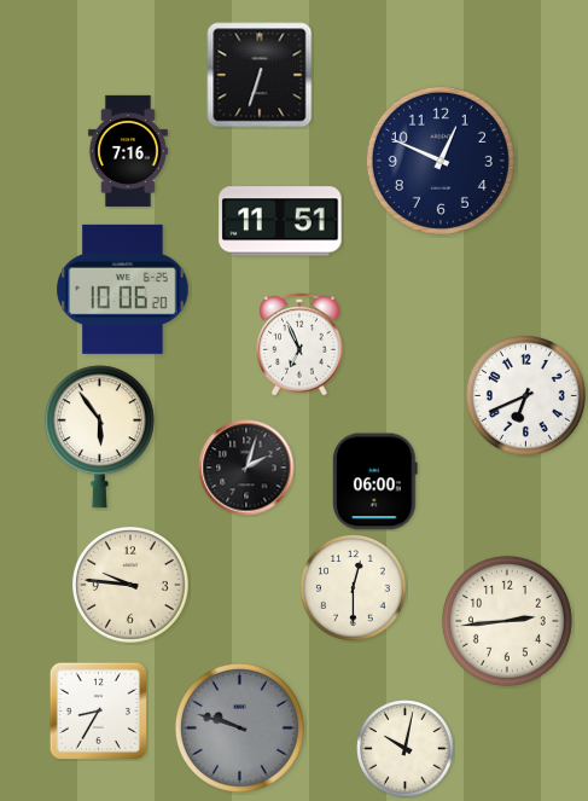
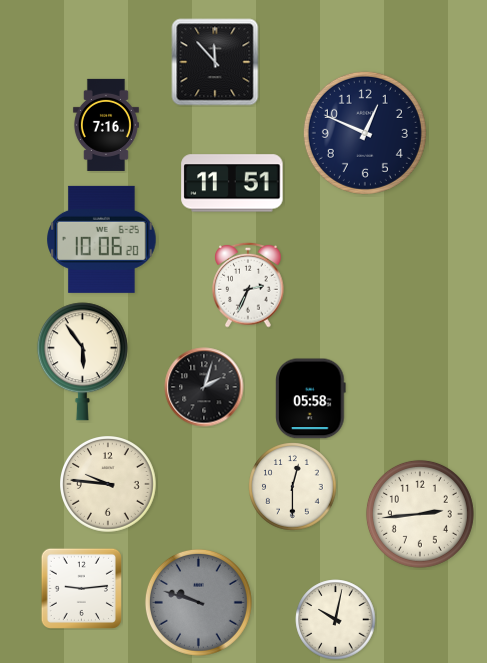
clock at (260, 75): 6:33 -> 11:53
clock at (299, 344): 6:56 -> 2:34
clock at (525, 395): 6:41 -> none
clock at (375, 482): 06:00 -> 05:58
clock at (98, 710): 8:35 -> 9:14
